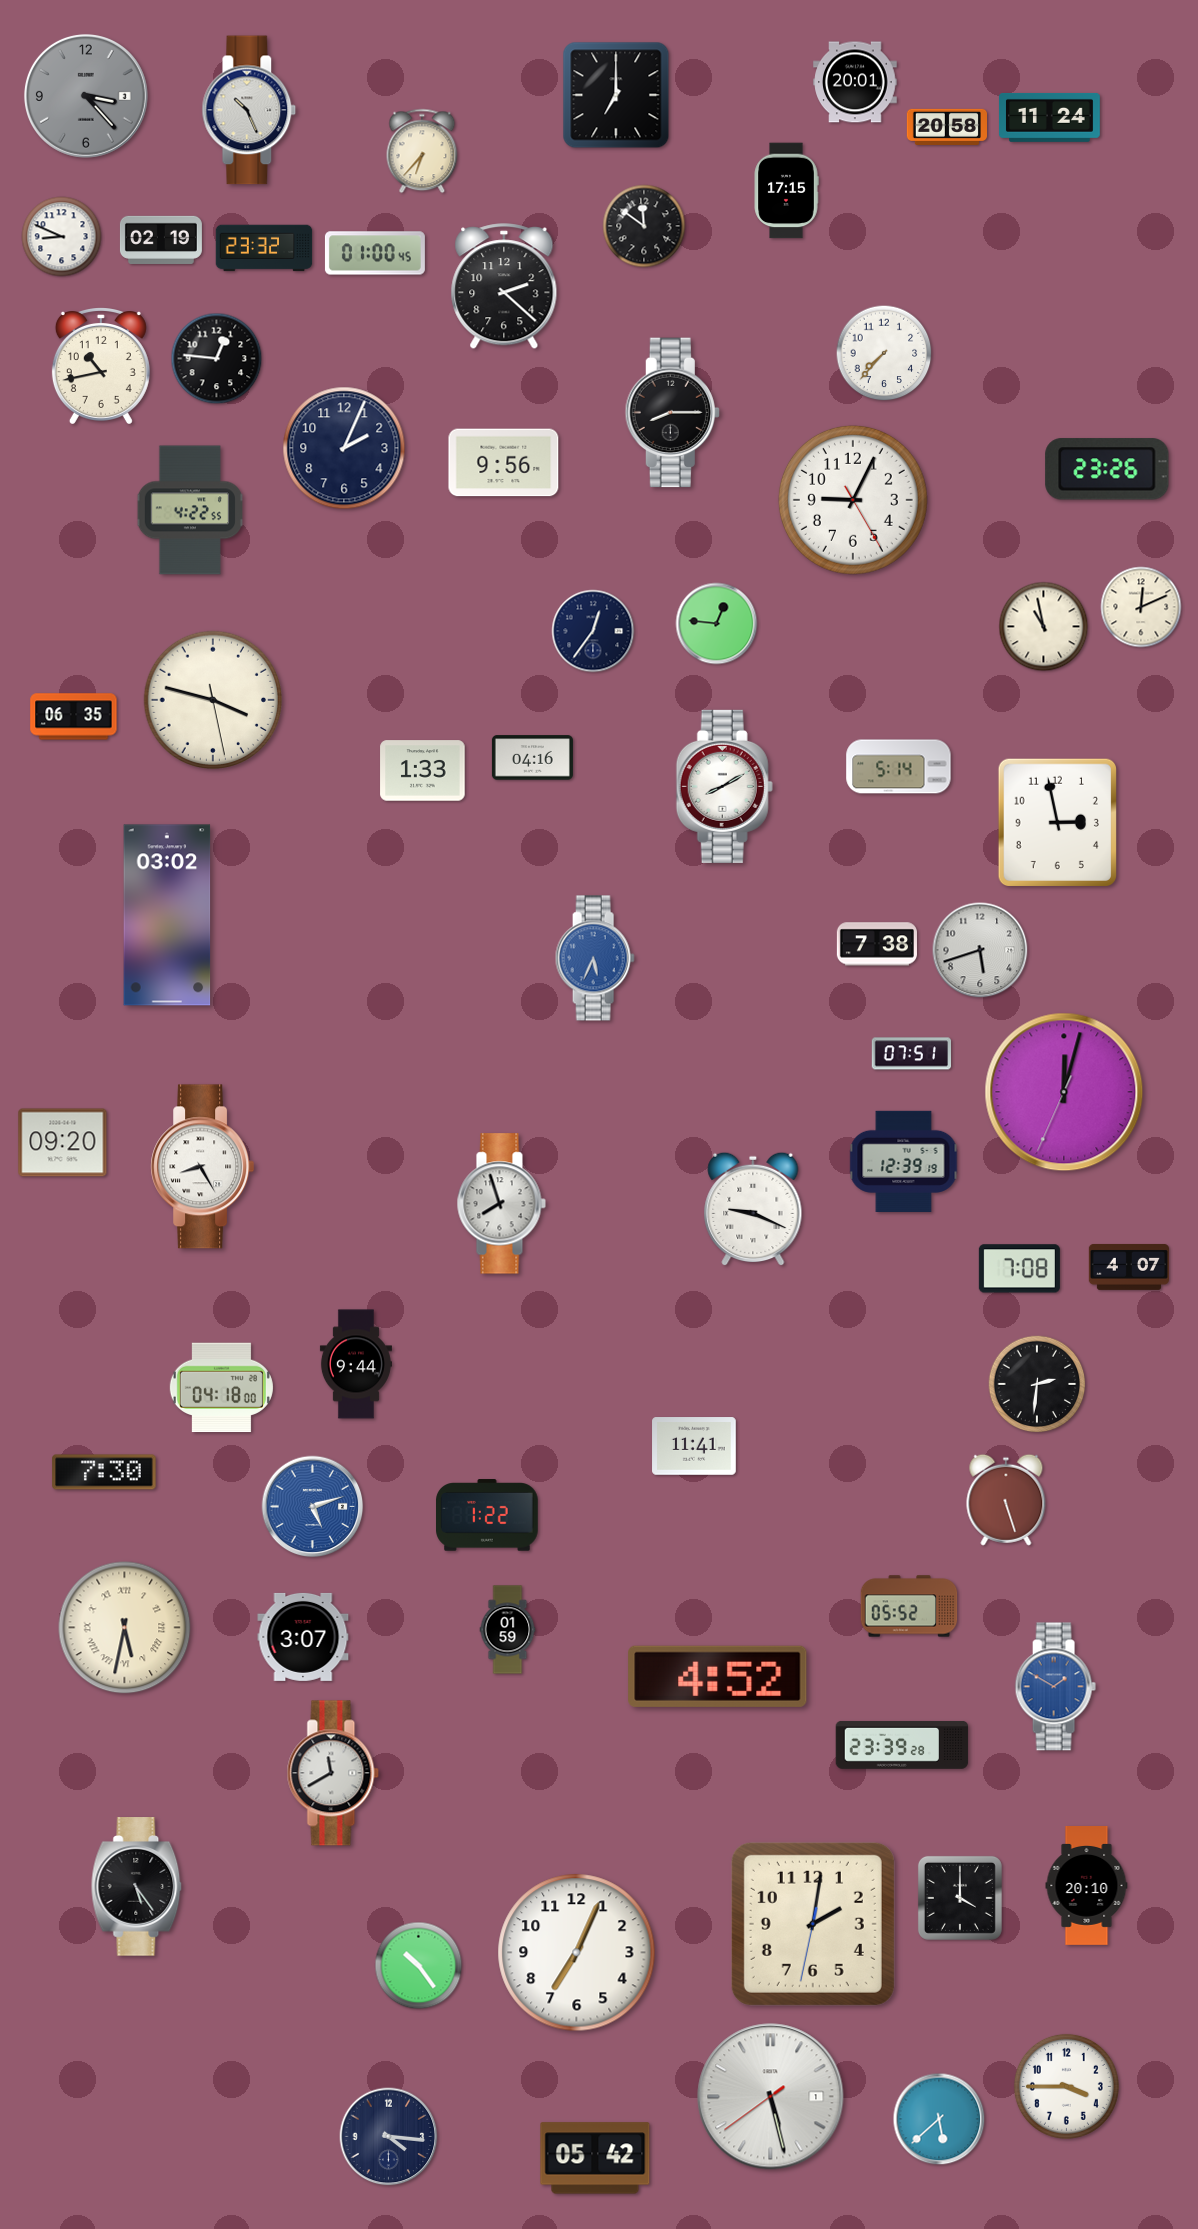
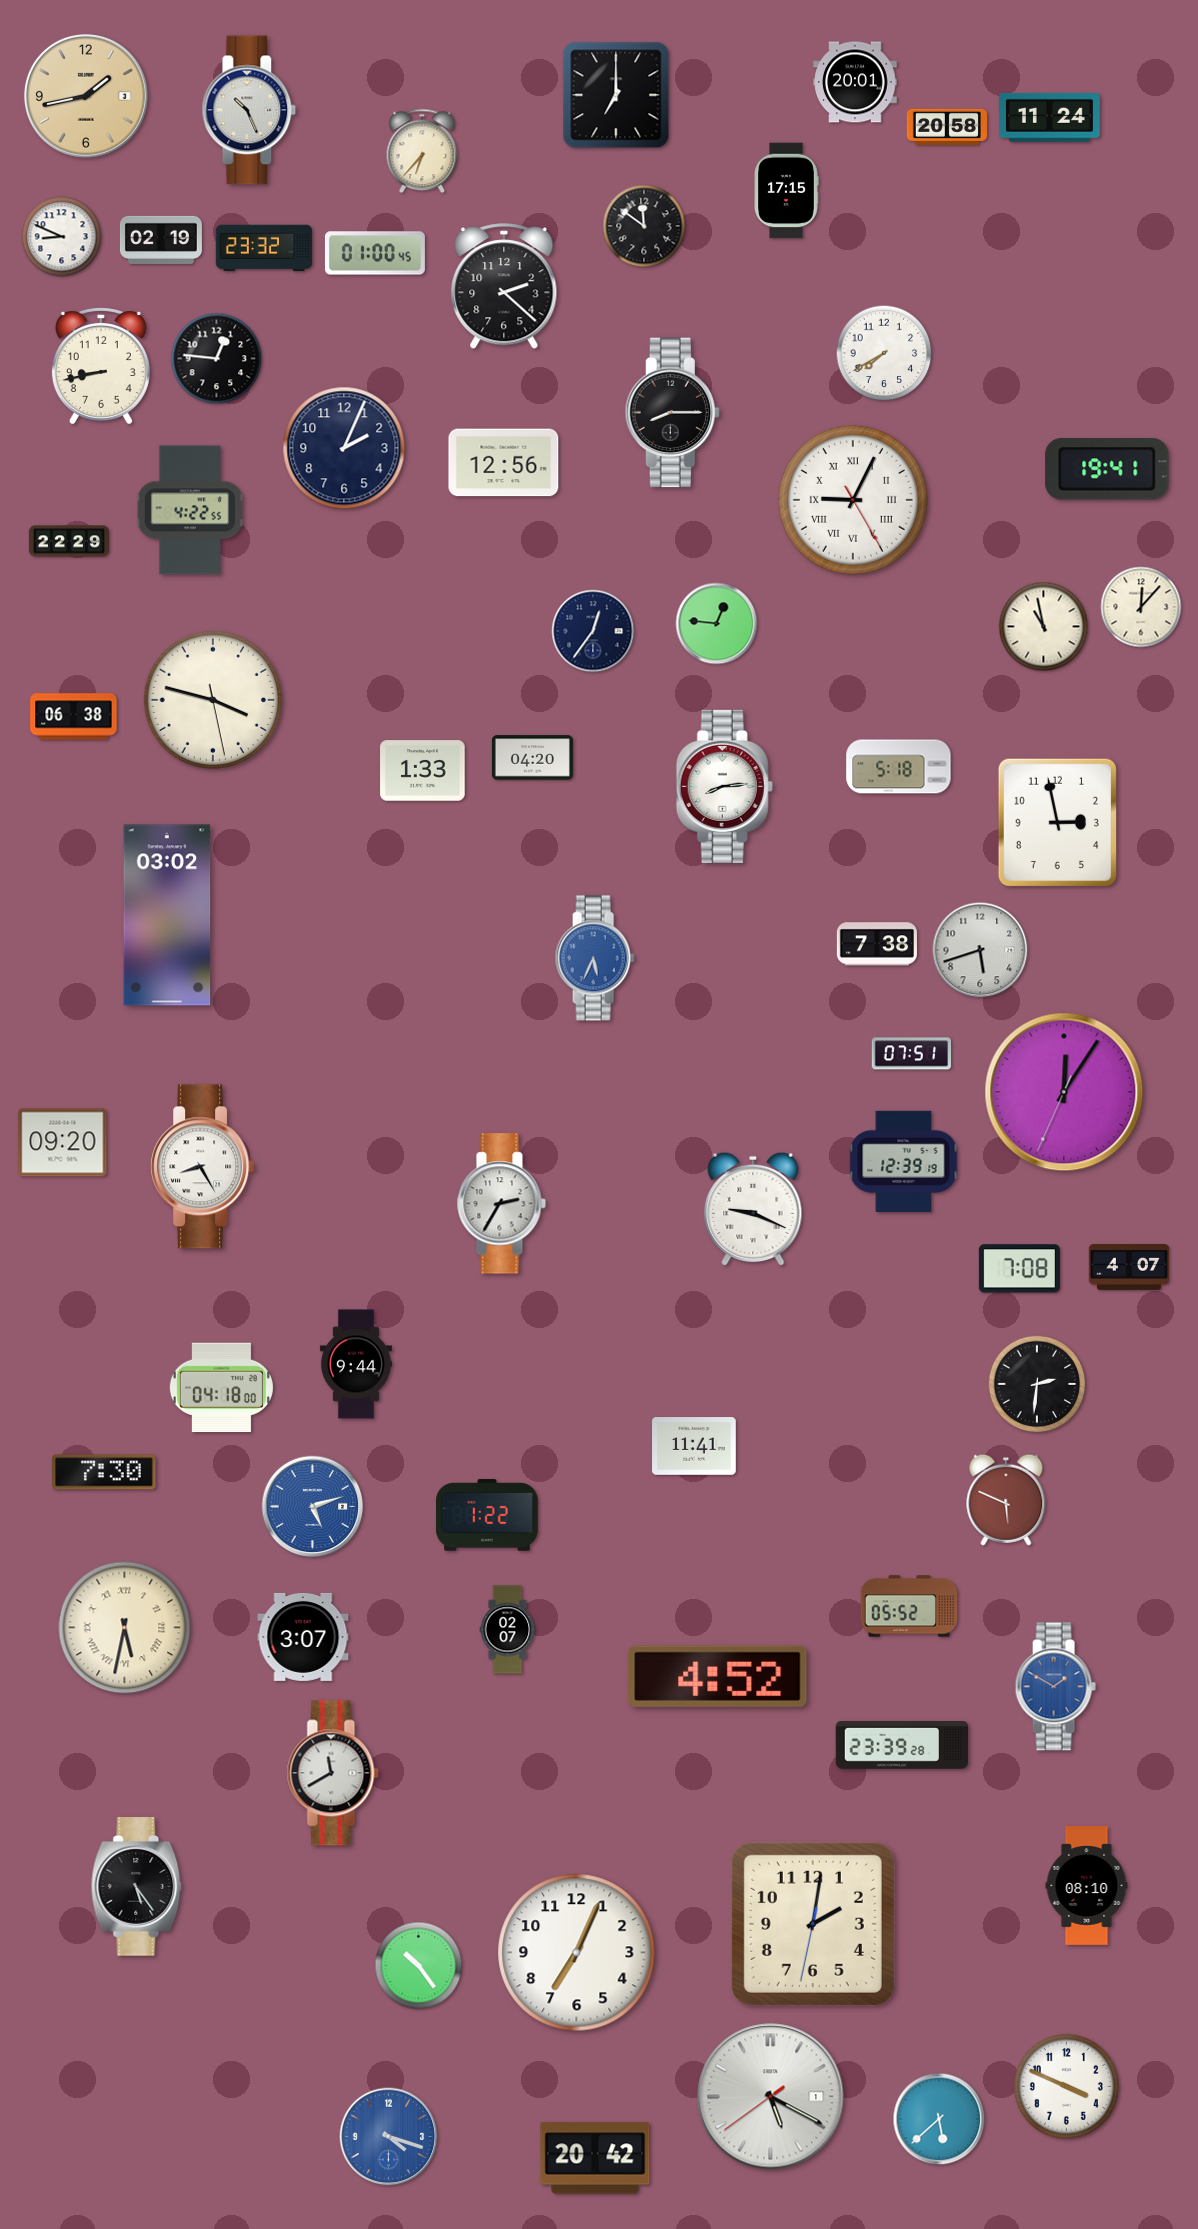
clock at (86, 96): 3:23 -> 1:43
clock at (86, 96) dial: grey -> champagne
clock at (884, 353): 7:37 -> 7:40
clock at (101, 366): 10:43 -> 8:43
clock at (504, 463): 9:56 -> 12:56
clock at (1107, 469): 23:26 -> 19:41
clock at (853, 500) numerals: Arabic -> Roman
clock at (68, 541): none -> 22:29
clock at (1141, 607): 12:11 -> 12:07
clock at (74, 717): 06:35 -> 06:38
clock at (532, 758): 04:16 -> 04:20
clock at (899, 767): 5:14 -> 5:18
clock at (724, 786): 8:10 -> 8:14
clock at (1064, 1092): 12:02 -> 12:05
clock at (501, 1204): 7:57 -> 2:35
clock at (1006, 1500): 5:27 -> 5:49
clock at (508, 1630): 01:59 -> 02:07
clock at (1087, 1886): 20:10 -> 08:10
clock at (960, 1898): 4:00 -> none
clock at (1066, 2086): 3:45 -> 3:49
clock at (771, 2097): 5:27 -> 5:19
clock at (389, 2137): 4:16 -> 4:18
clock at (389, 2137) dial: navy -> blue
clock at (595, 2158): 05:42 -> 20:42
